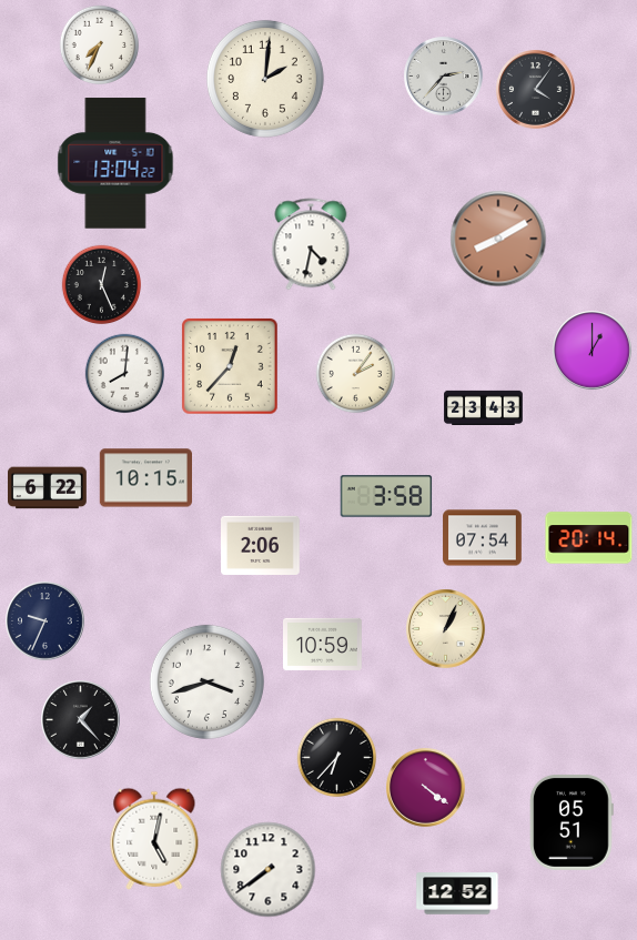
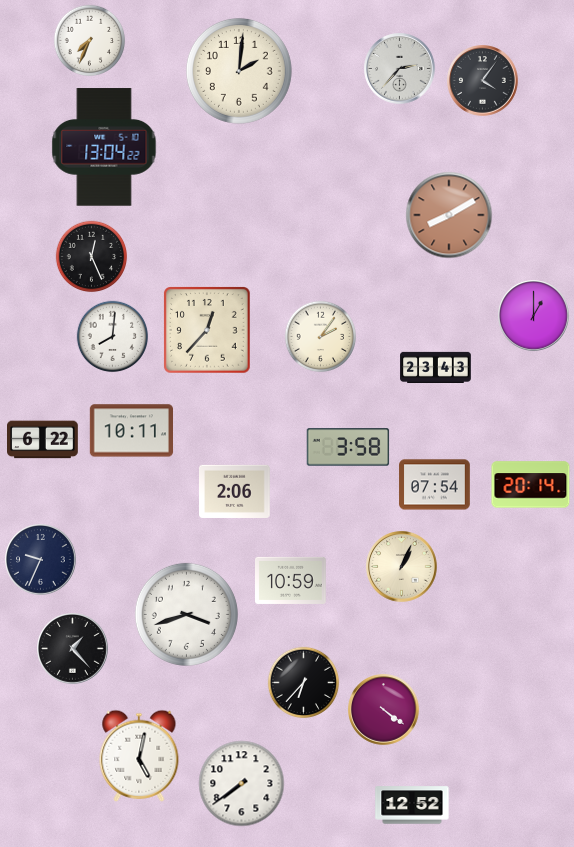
clock at (311, 244): 4:32 -> none
clock at (145, 478): 10:15 -> 10:11
clock at (573, 822): 05:51 -> none
